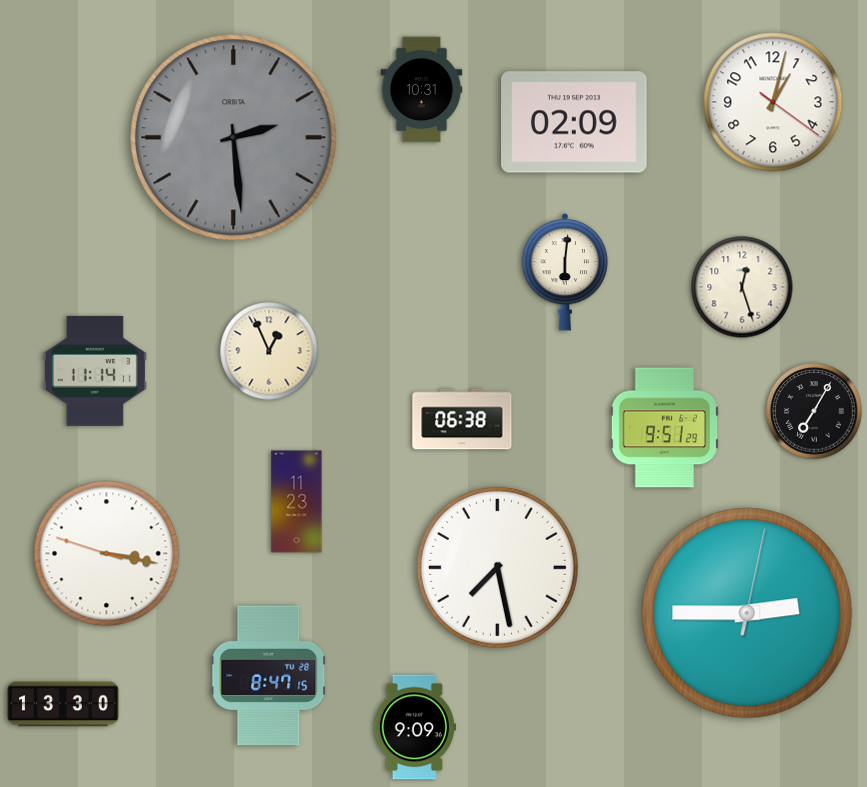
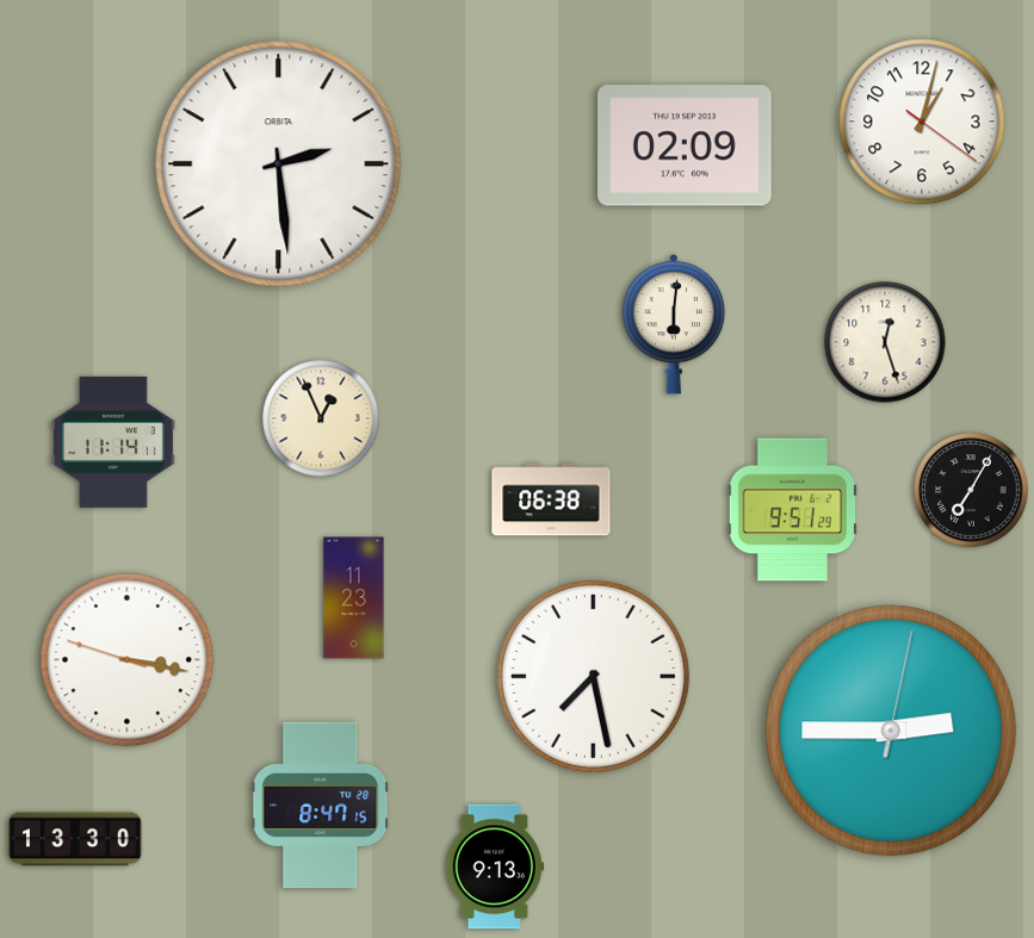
clock at (422, 90): 10:31 -> none
clock at (234, 138) dial: grey -> white
clock at (415, 727): 9:09 -> 9:13
